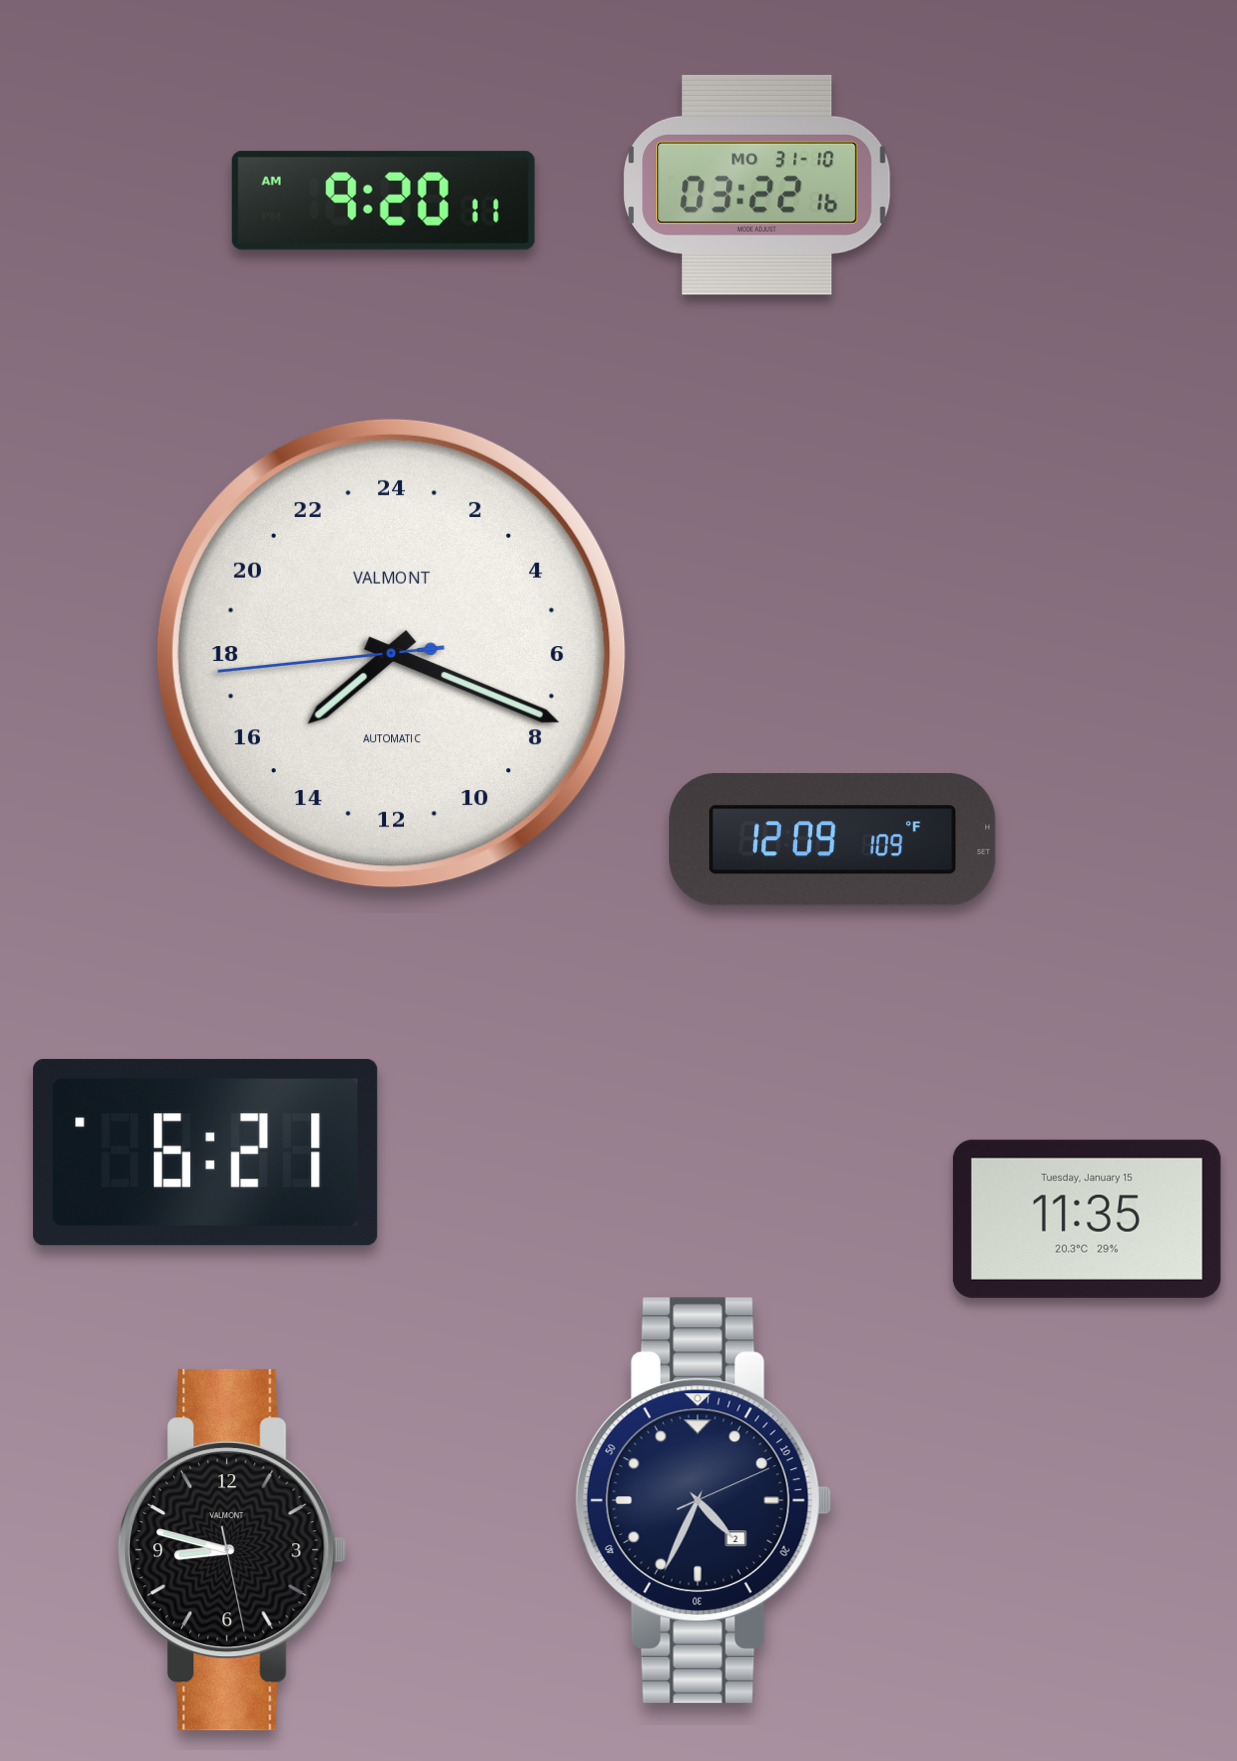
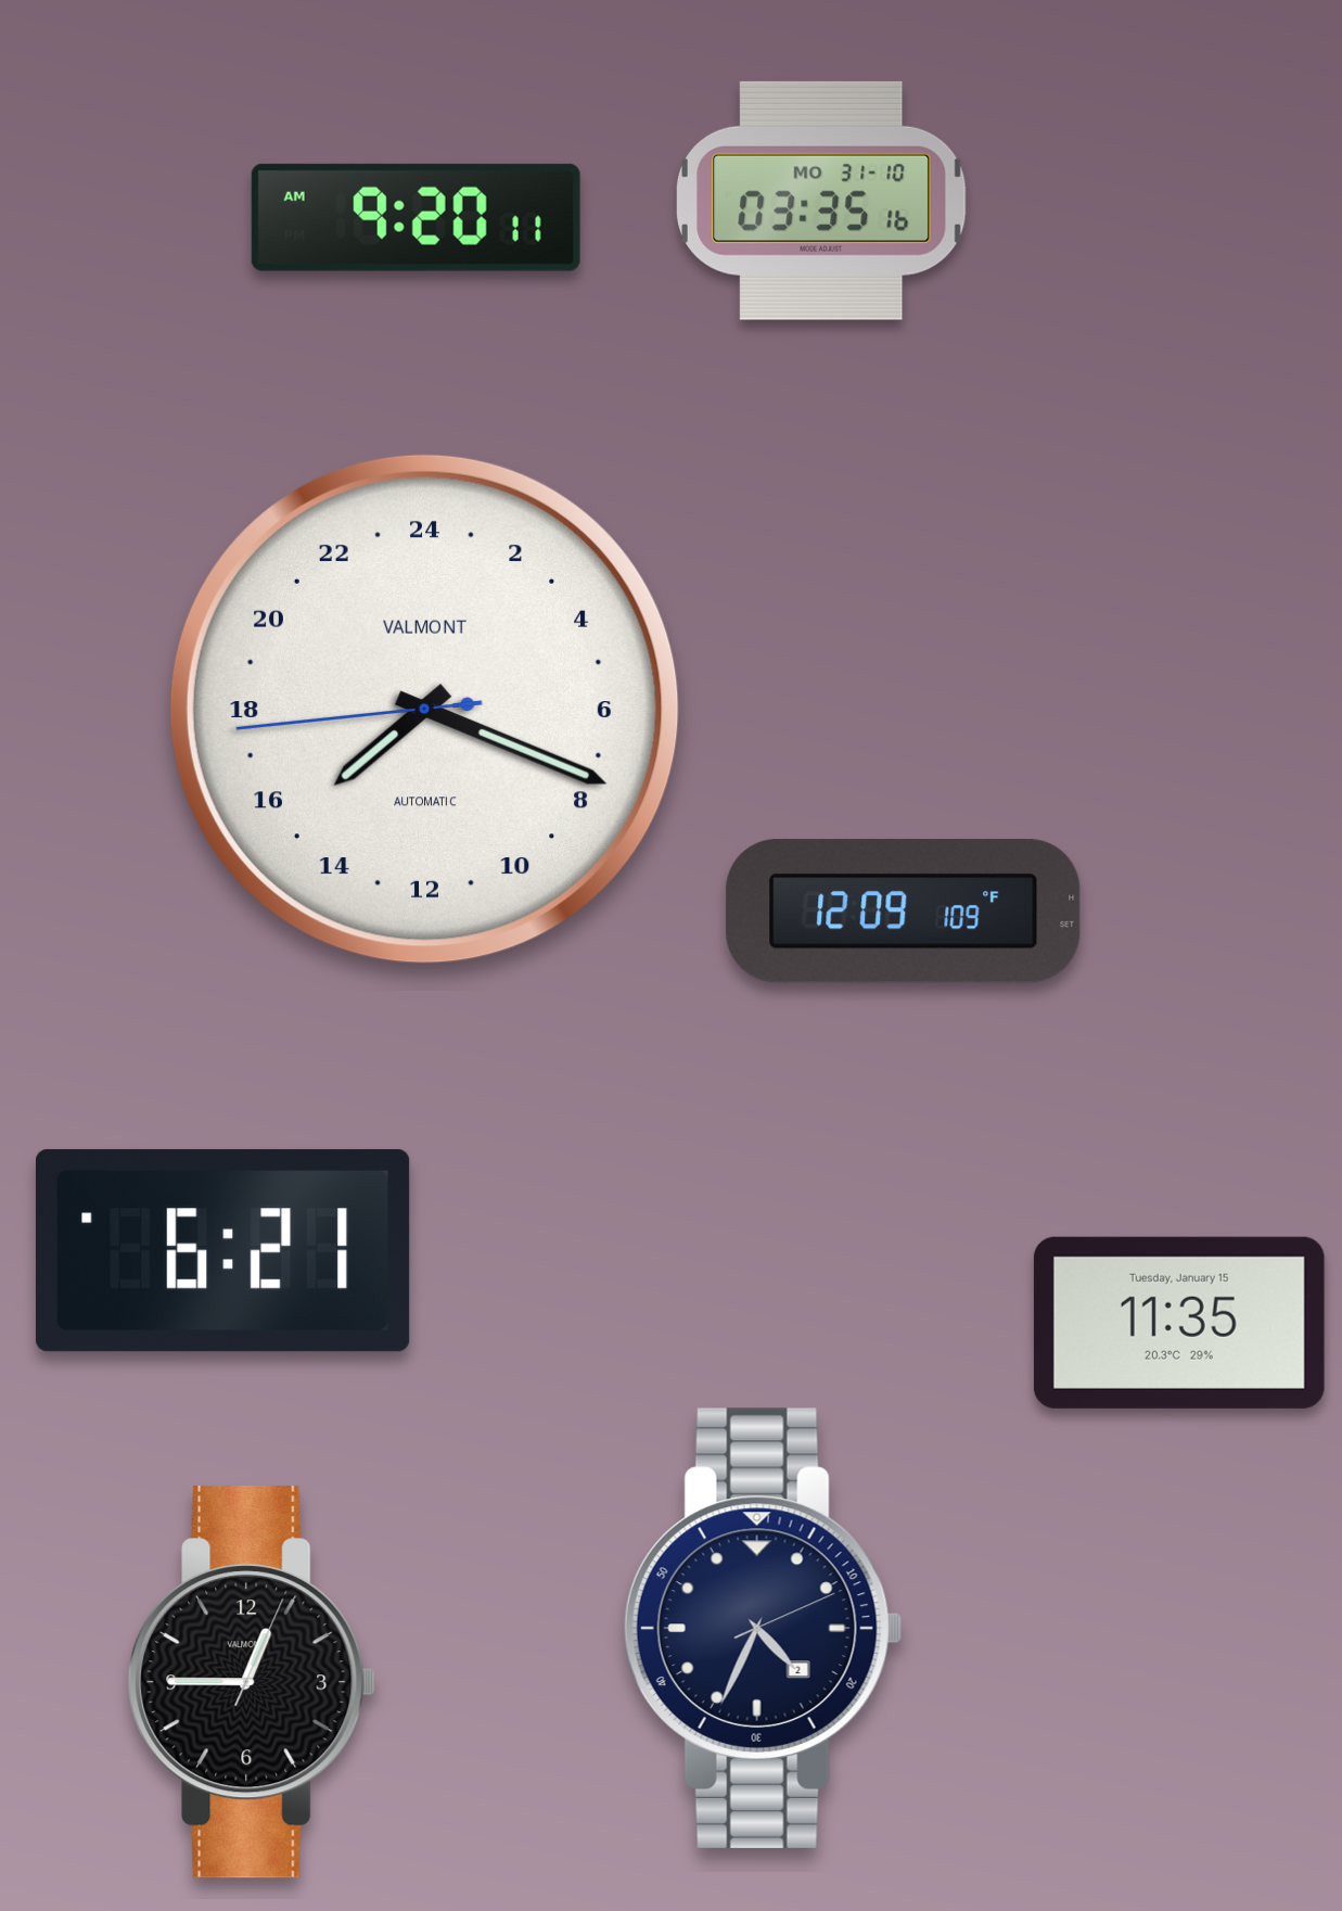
clock at (758, 185): 03:22 -> 03:35
clock at (232, 1550): 8:47 -> 12:45
